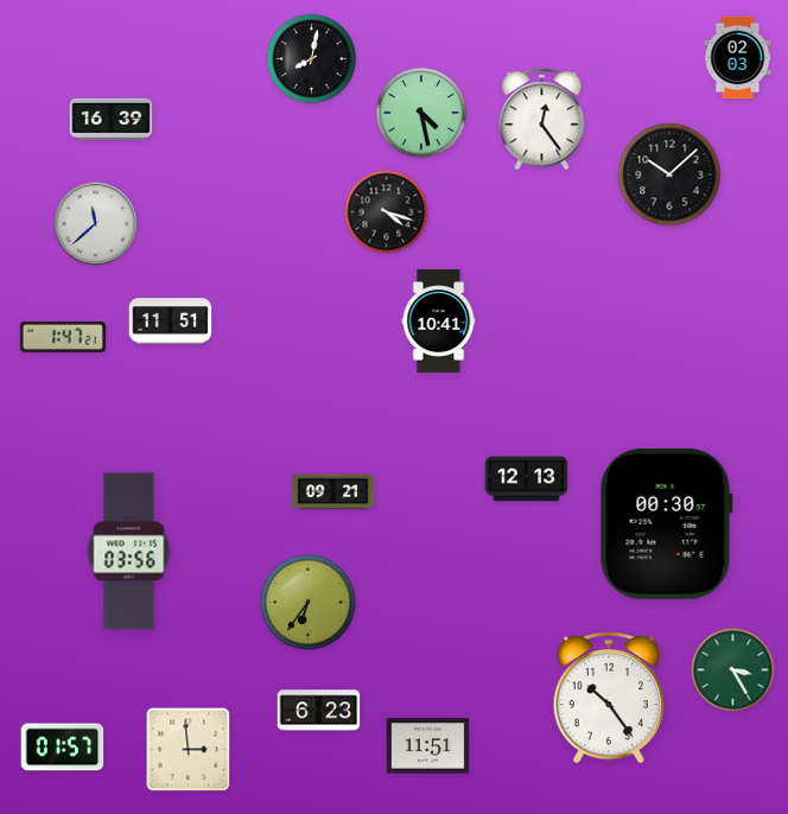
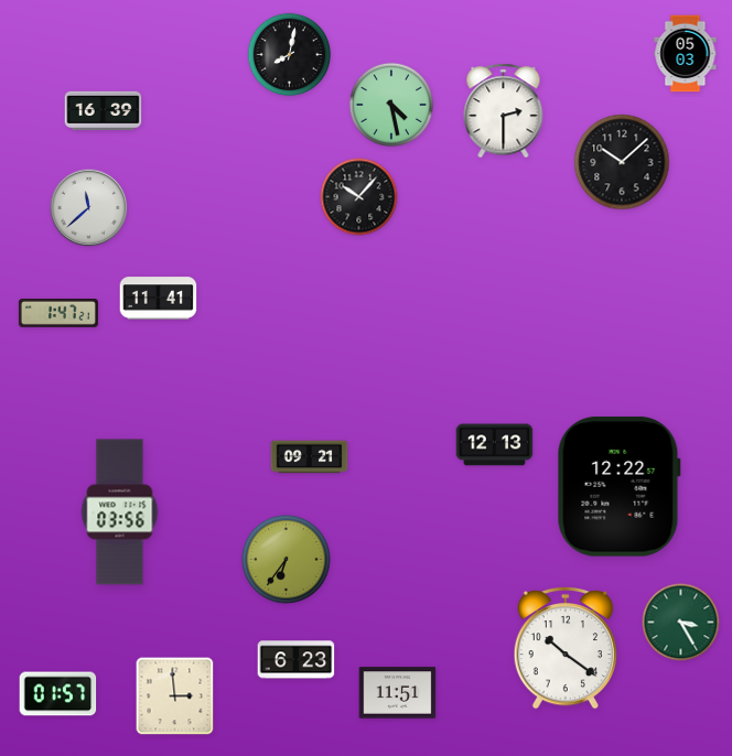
clock at (738, 58): 02:03 -> 05:03
clock at (542, 120): 12:24 -> 2:30
clock at (387, 212): 4:18 -> 10:07
clock at (171, 322): 11:51 -> 11:41
clock at (439, 322): 10:41 -> none
clock at (527, 479) position: (527, 479) -> (495, 445)
clock at (666, 523): 00:30 -> 12:22
clock at (609, 699): 10:24 -> 10:21
